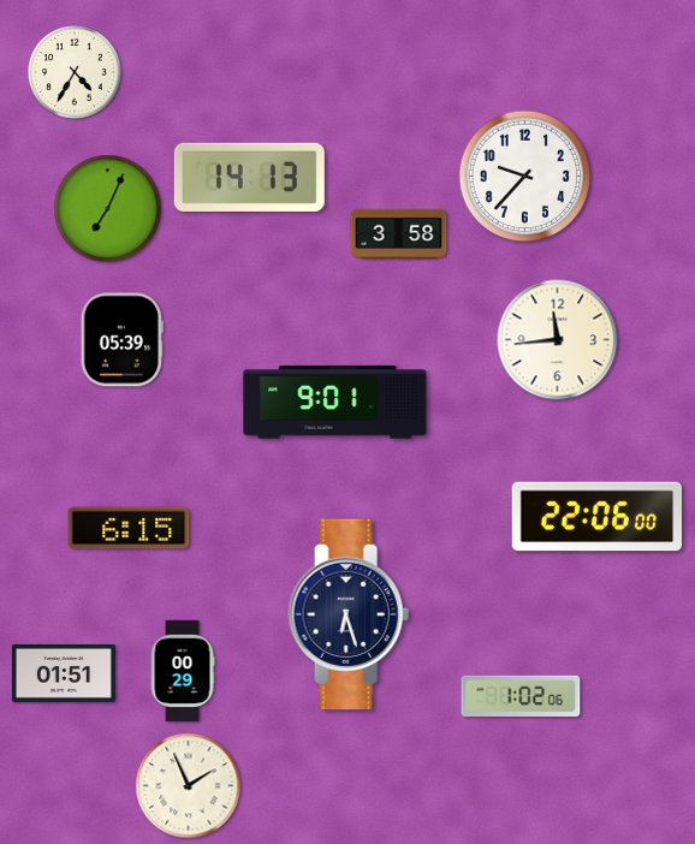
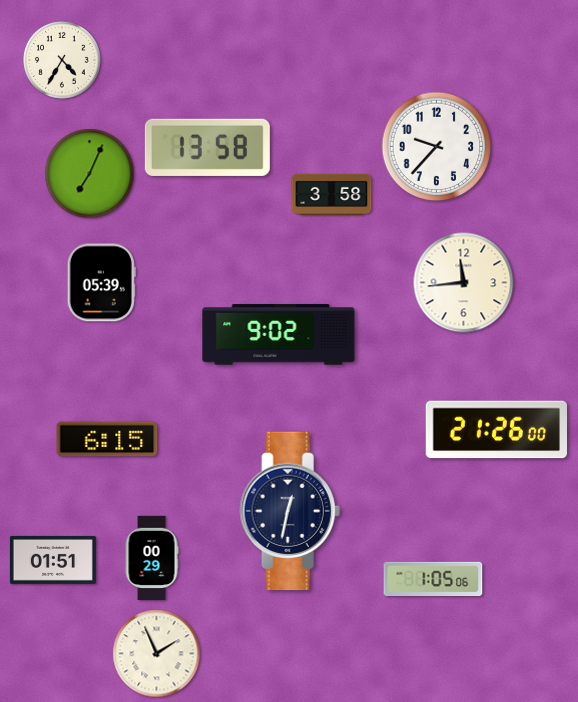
clock at (249, 177): 14:13 -> 13:58
clock at (335, 403): 9:01 -> 9:02
clock at (596, 517): 22:06 -> 21:26
clock at (349, 614): 6:27 -> 12:32
clock at (521, 695): 1:02 -> 1:05
